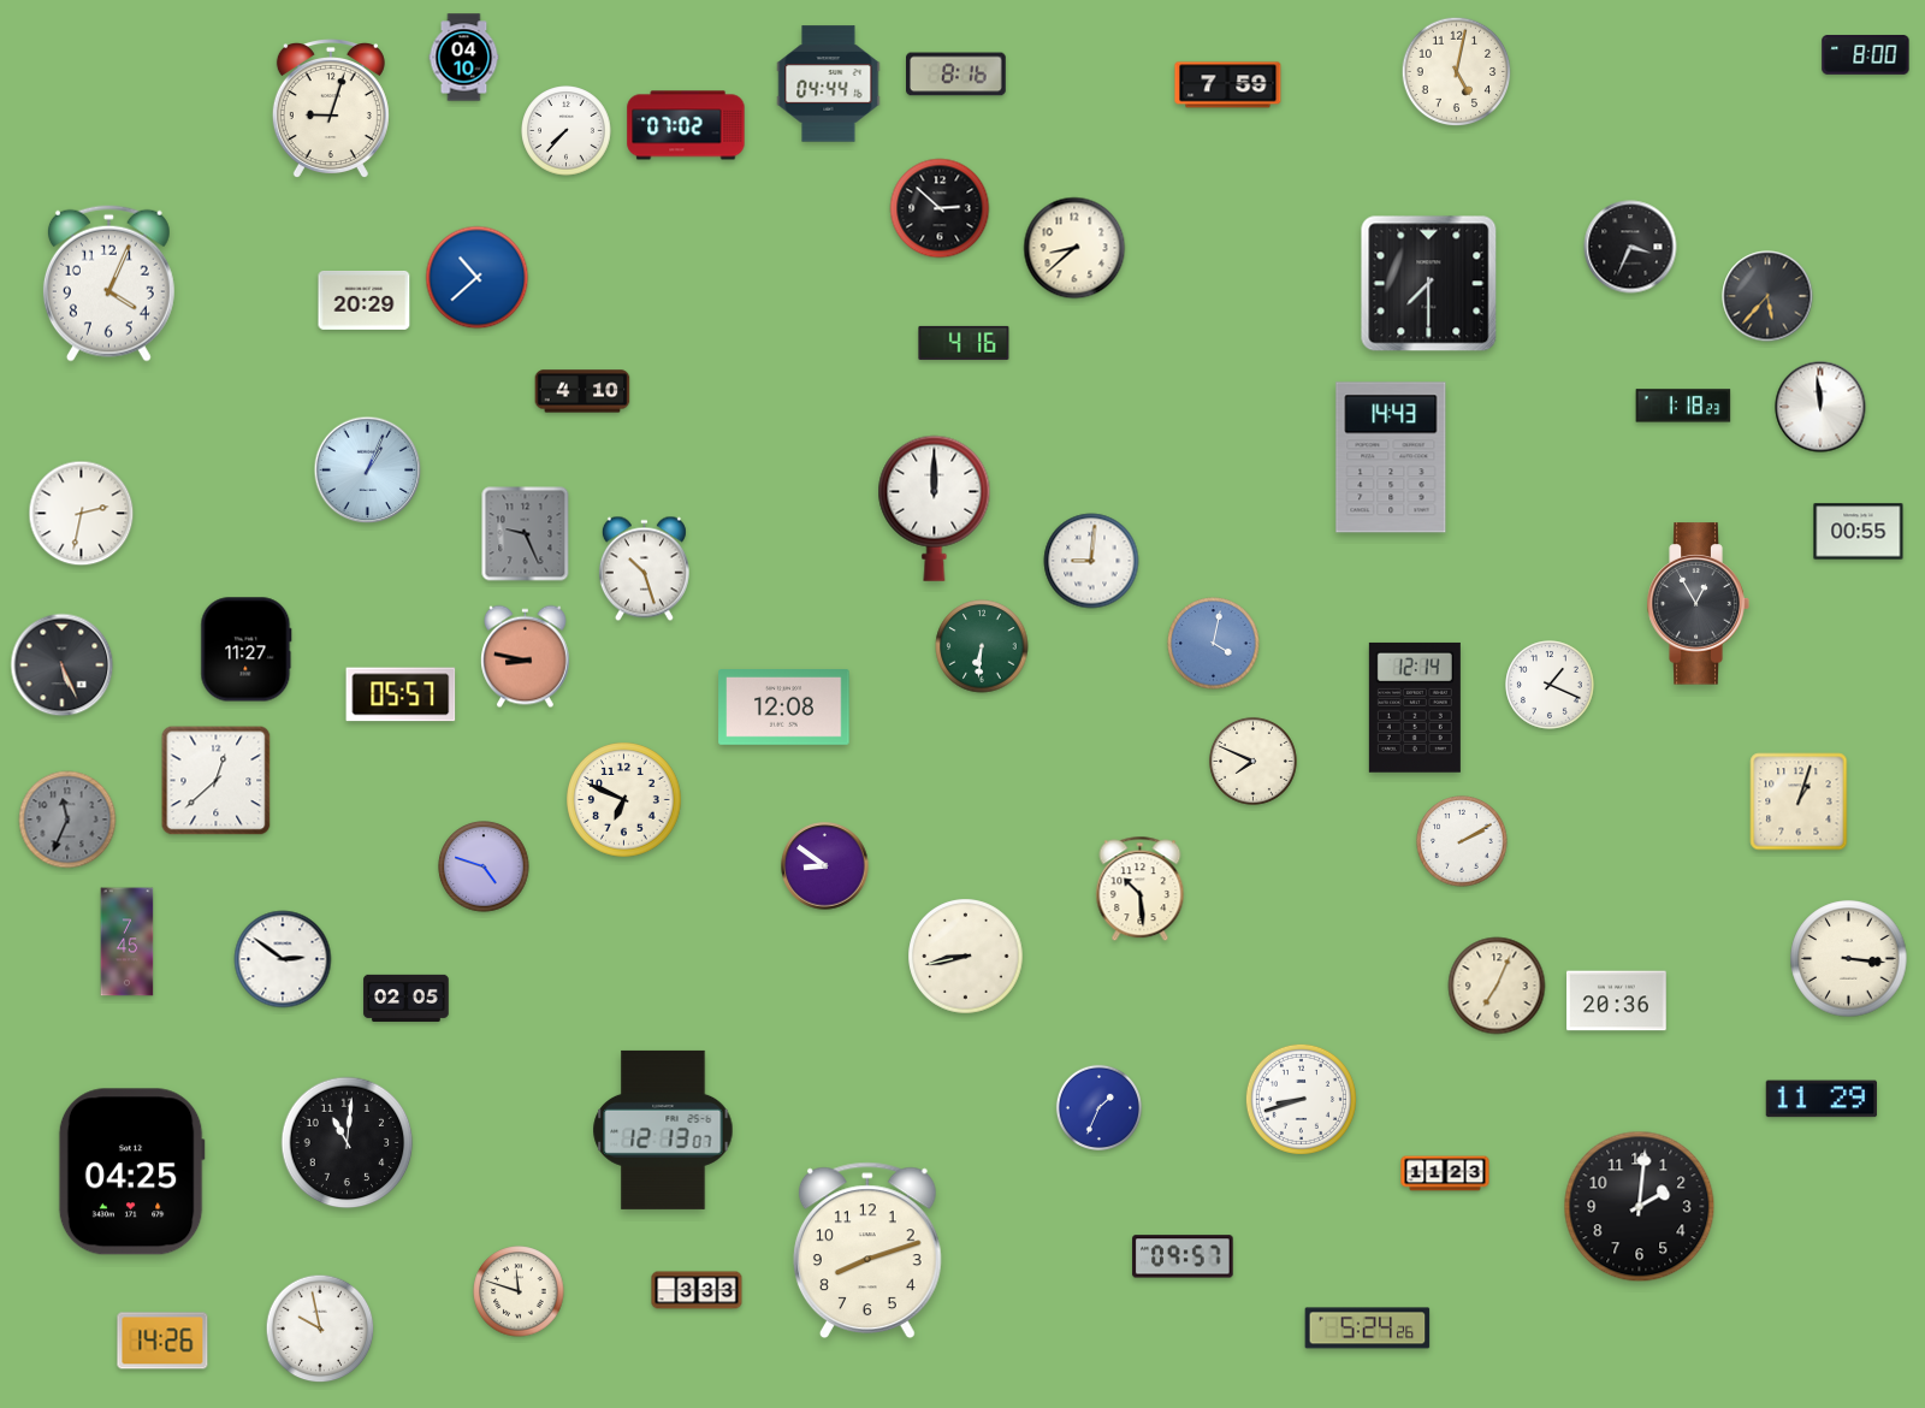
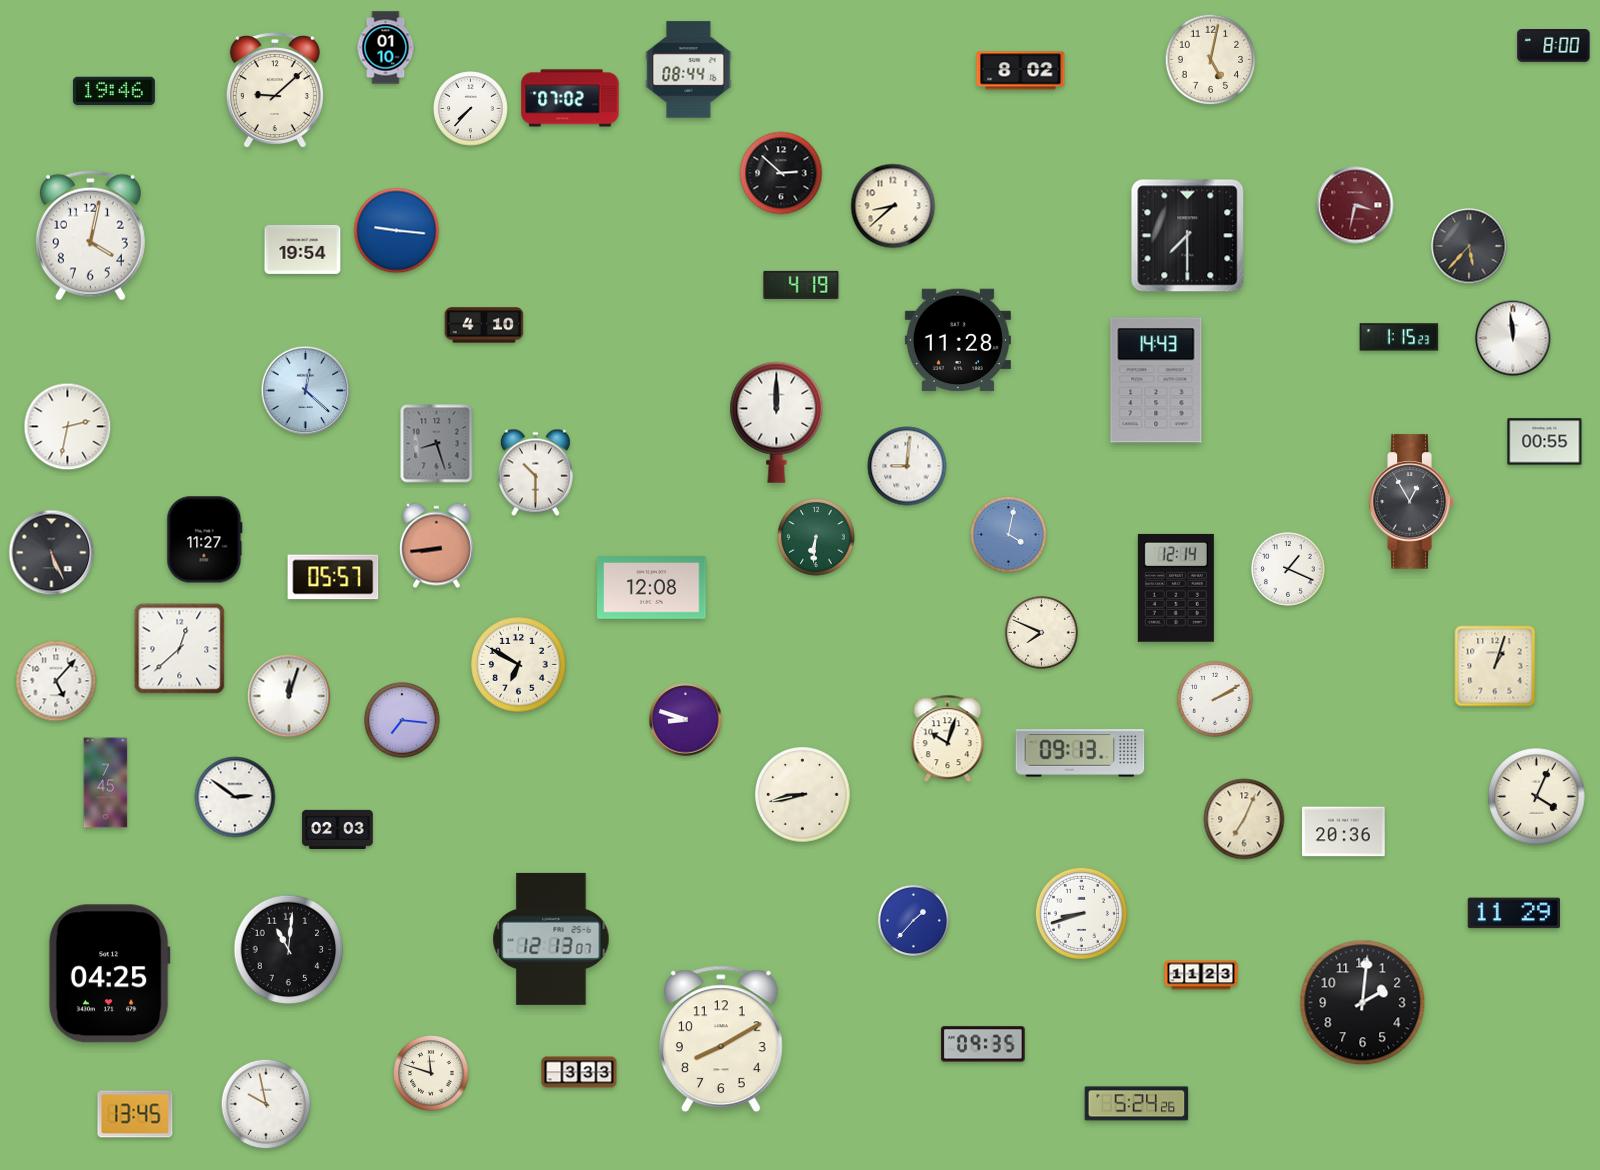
clock at (1866, 55) position: (1866, 55) -> (1554, 46)
clock at (464, 58): 04:10 -> 01:10
clock at (956, 75): 8:16 -> none
clock at (829, 84): 04:44 -> 08:44
clock at (1228, 85): 7:59 -> 8:02
clock at (114, 91): none -> 19:46
clock at (331, 110): 9:03 -> 9:08
clock at (686, 125) position: (686, 125) -> (570, 98)
clock at (1630, 247): 3:34 -> 3:32
clock at (1630, 247) dial: black -> burgundy
clock at (478, 278): 10:38 -> 9:16
clock at (108, 283): 4:04 -> 4:02
clock at (365, 300): 20:29 -> 19:54
clock at (964, 343): 4:16 -> 4:19
clock at (1683, 406): 1:18 -> 1:15
clock at (958, 340): none -> 11:28
clock at (368, 471): 1:04 -> 12:22
clock at (526, 534): 9:26 -> 8:27
clock at (644, 569): 10:27 -> 10:30
clock at (526, 657): 8:47 -> 8:44
clock at (624, 800): 6:49 -> 6:50
clock at (67, 820): 11:34 -> 5:07
clock at (67, 820) dial: grey -> white
clock at (289, 696): none -> 12:03
clock at (484, 866): 4:48 -> 7:16
clock at (825, 866): 8:51 -> 8:48
clock at (1141, 889): 10:29 -> 10:03
clock at (1080, 753): none -> 09:13
clock at (1849, 959): 3:16 -> 4:04
clock at (407, 998): 02:05 -> 02:03
clock at (1098, 1107): 1:34 -> 1:37
clock at (867, 1250): 8:12 -> 8:10
clock at (1183, 1256): 09:57 -> 09:35
clock at (162, 1341): 14:26 -> 13:45
